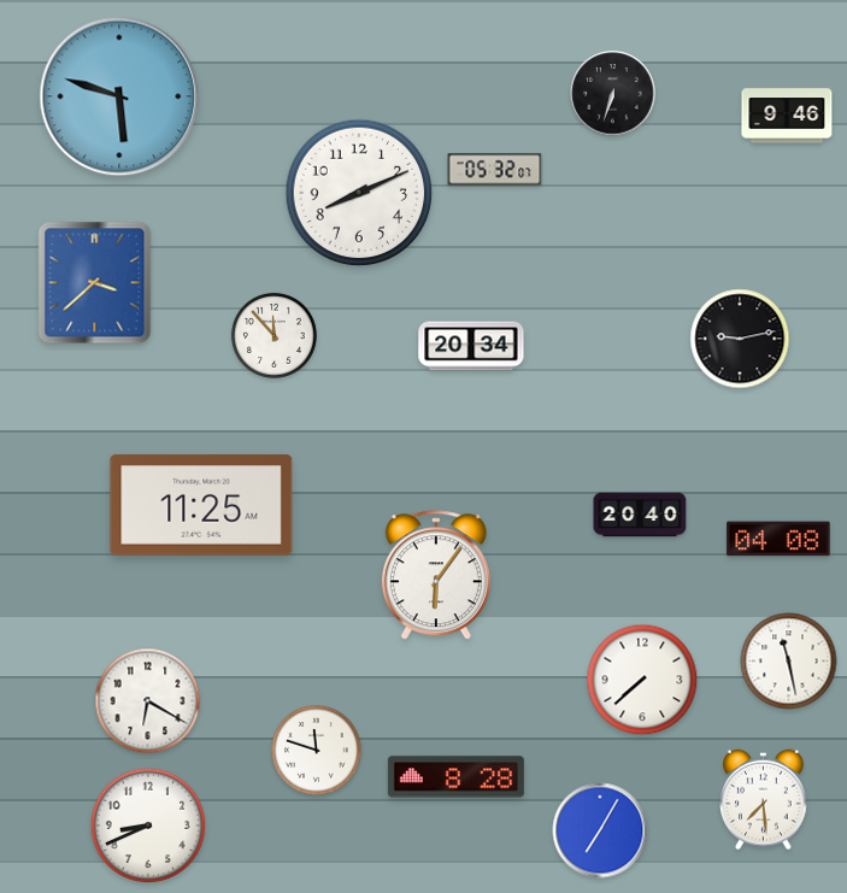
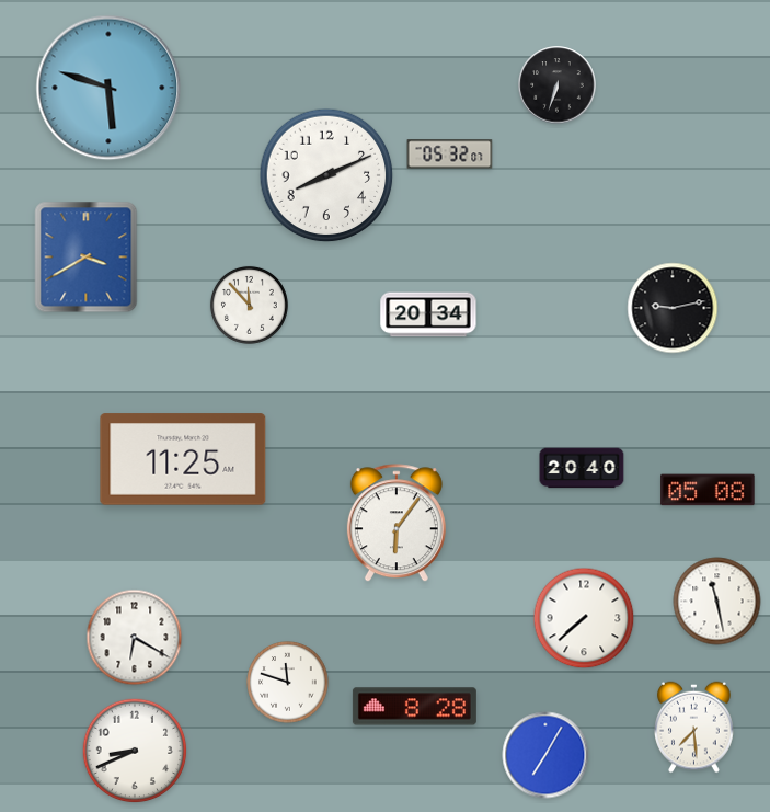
clock at (787, 116): 9:46 -> none
clock at (95, 283): 3:38 -> 3:40
clock at (778, 539): 04:08 -> 05:08
